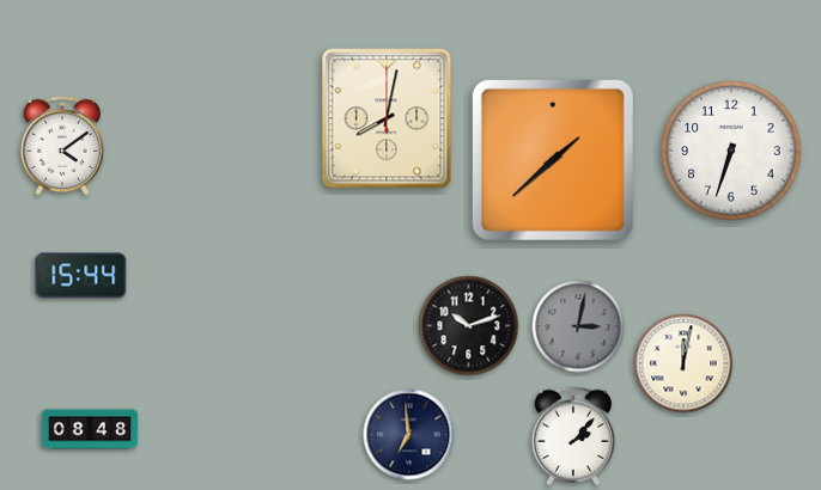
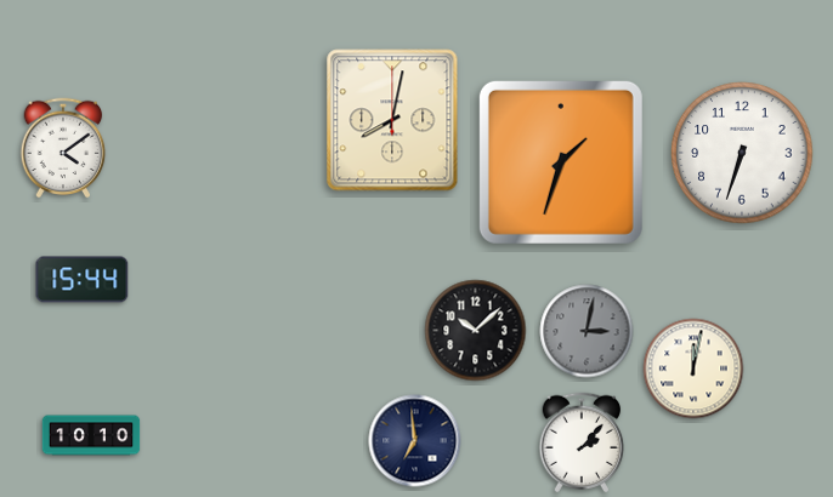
clock at (553, 160): 1:38 -> 1:33
clock at (469, 326): 10:12 -> 10:08
clock at (90, 429): 08:48 -> 10:10
